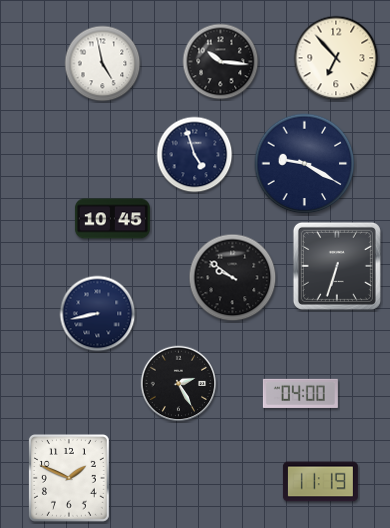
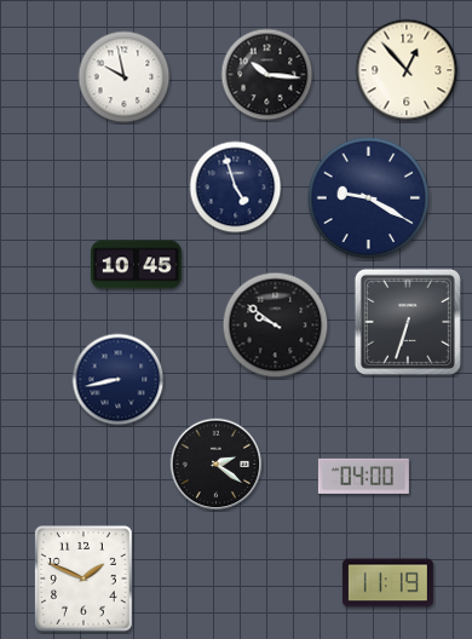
clock at (336, 58): 6:53 -> 12:53
clock at (103, 64): 4:58 -> 9:58
clock at (233, 278) position: (233, 278) -> (276, 326)
clock at (179, 384): 2:25 -> 2:21
